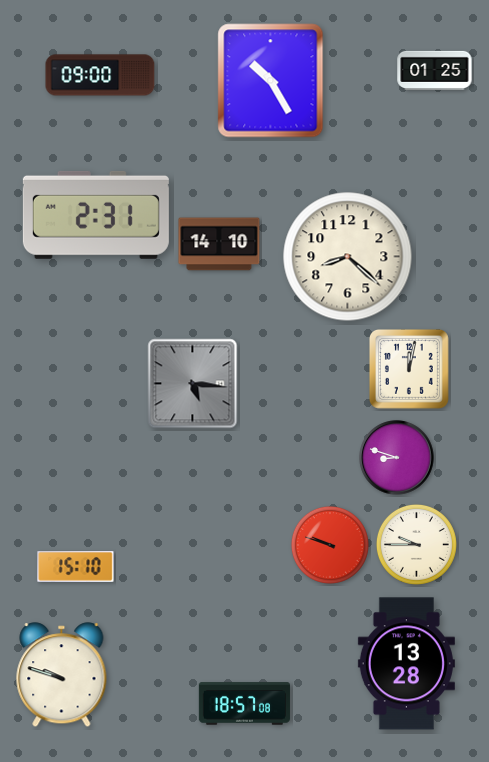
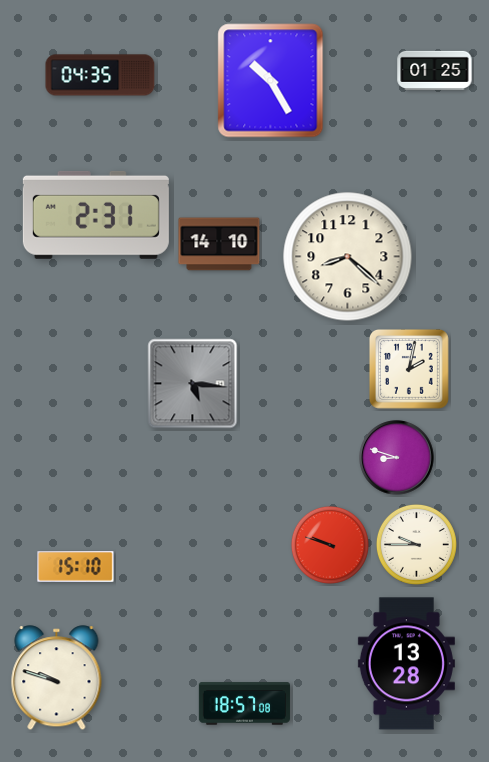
clock at (100, 75): 09:00 -> 04:35
clock at (410, 370): 12:02 -> 2:02
clock at (62, 675) position: (62, 675) -> (57, 678)
